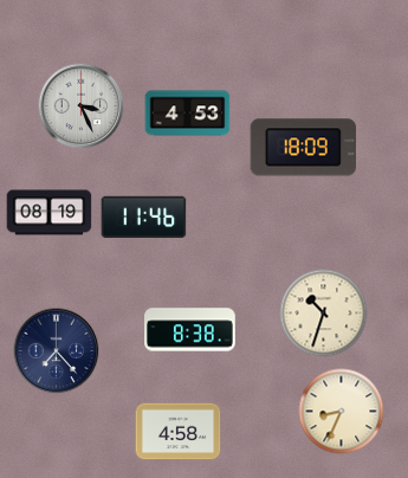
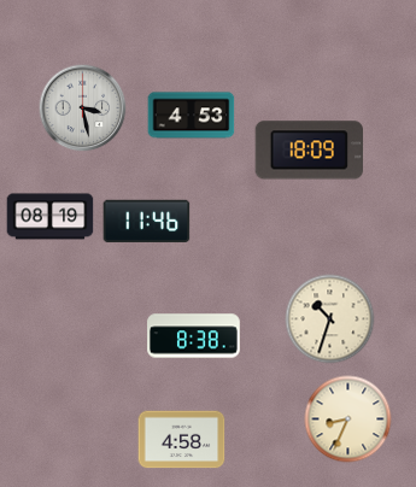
clock at (82, 106): 3:26 -> 3:28
clock at (57, 351): 7:23 -> none
